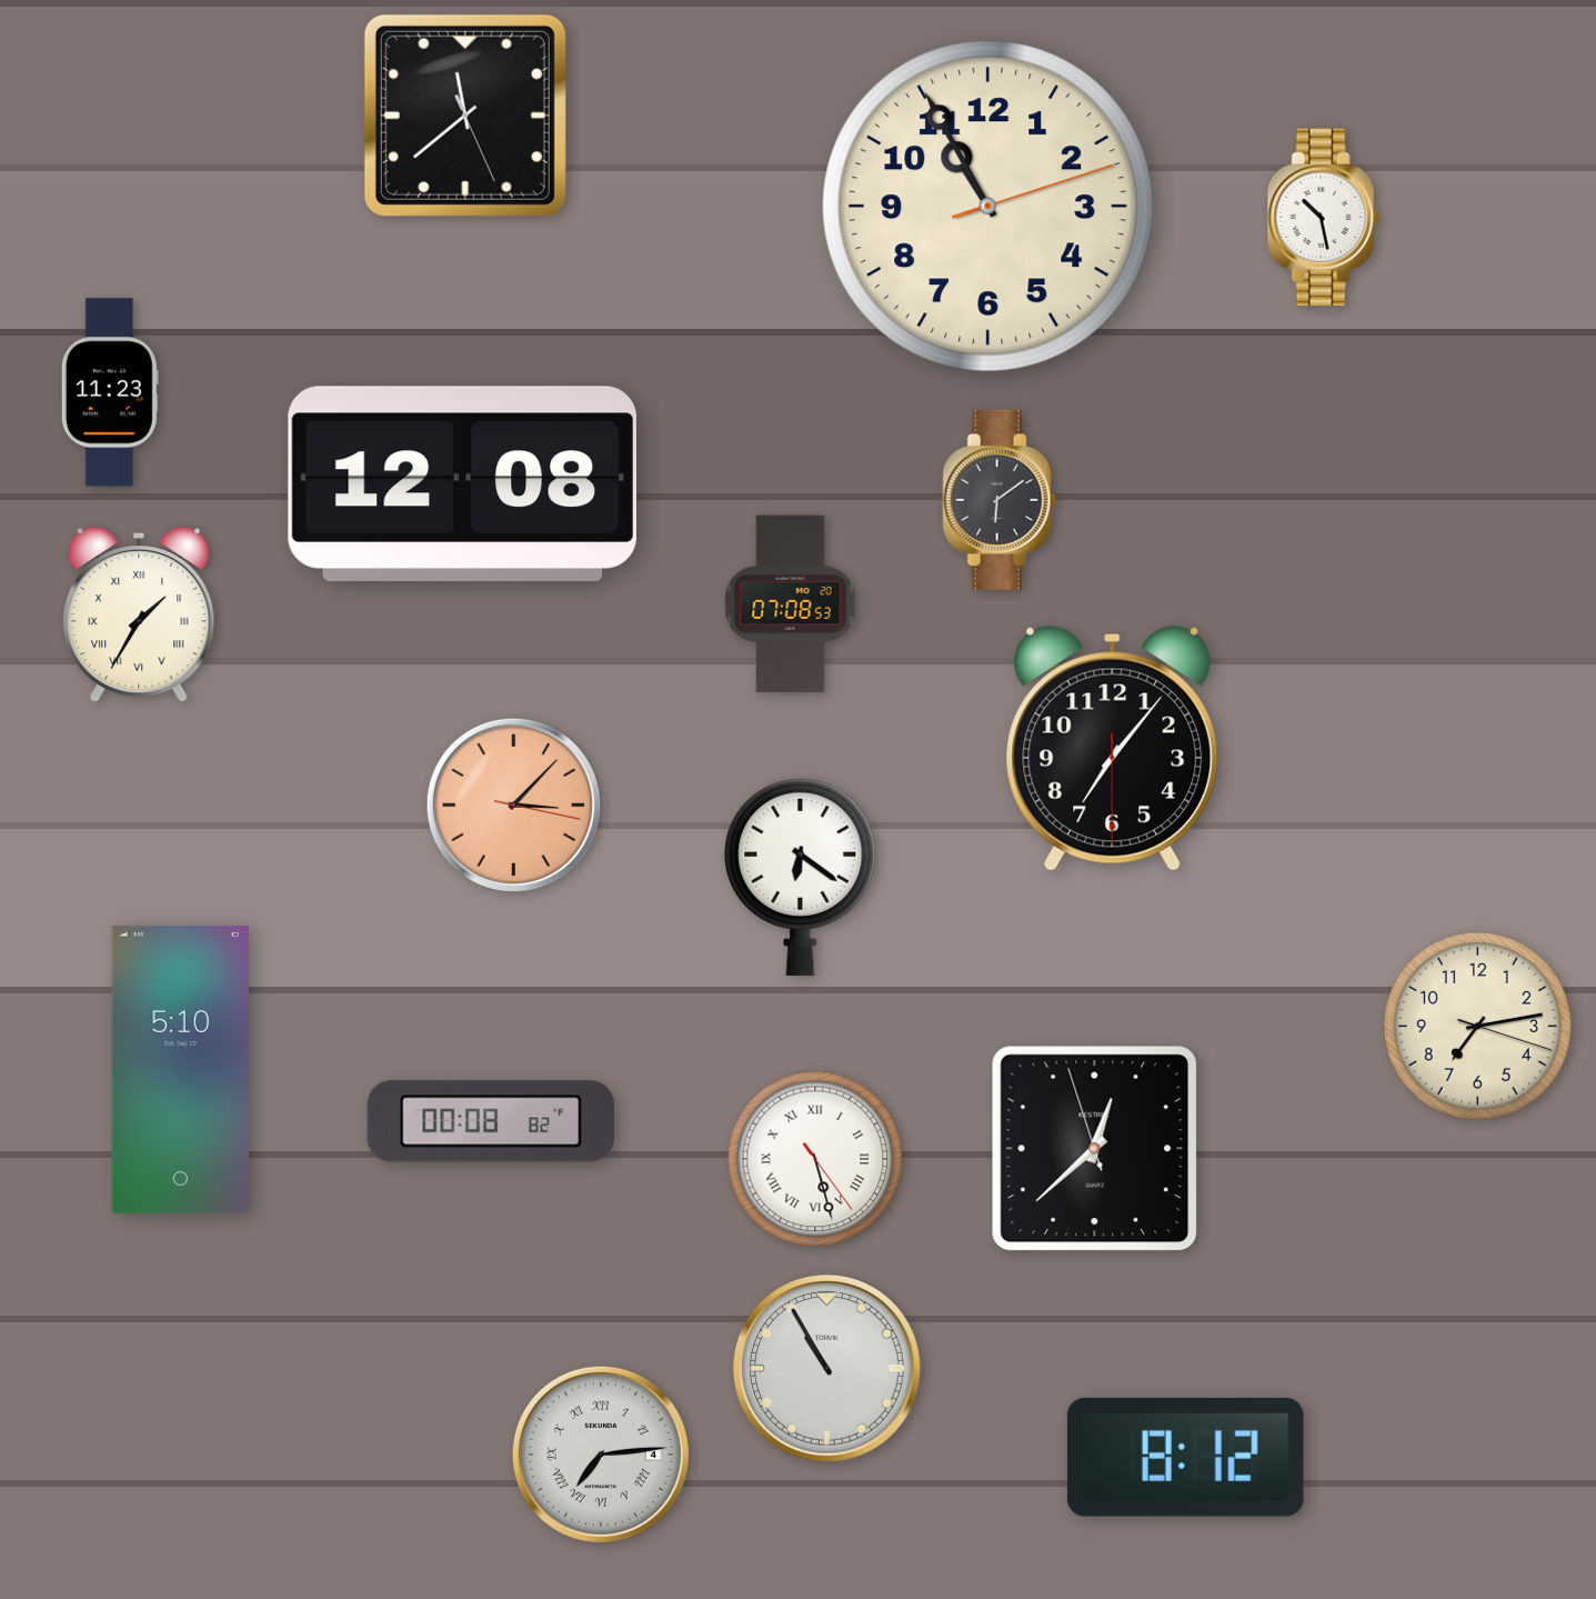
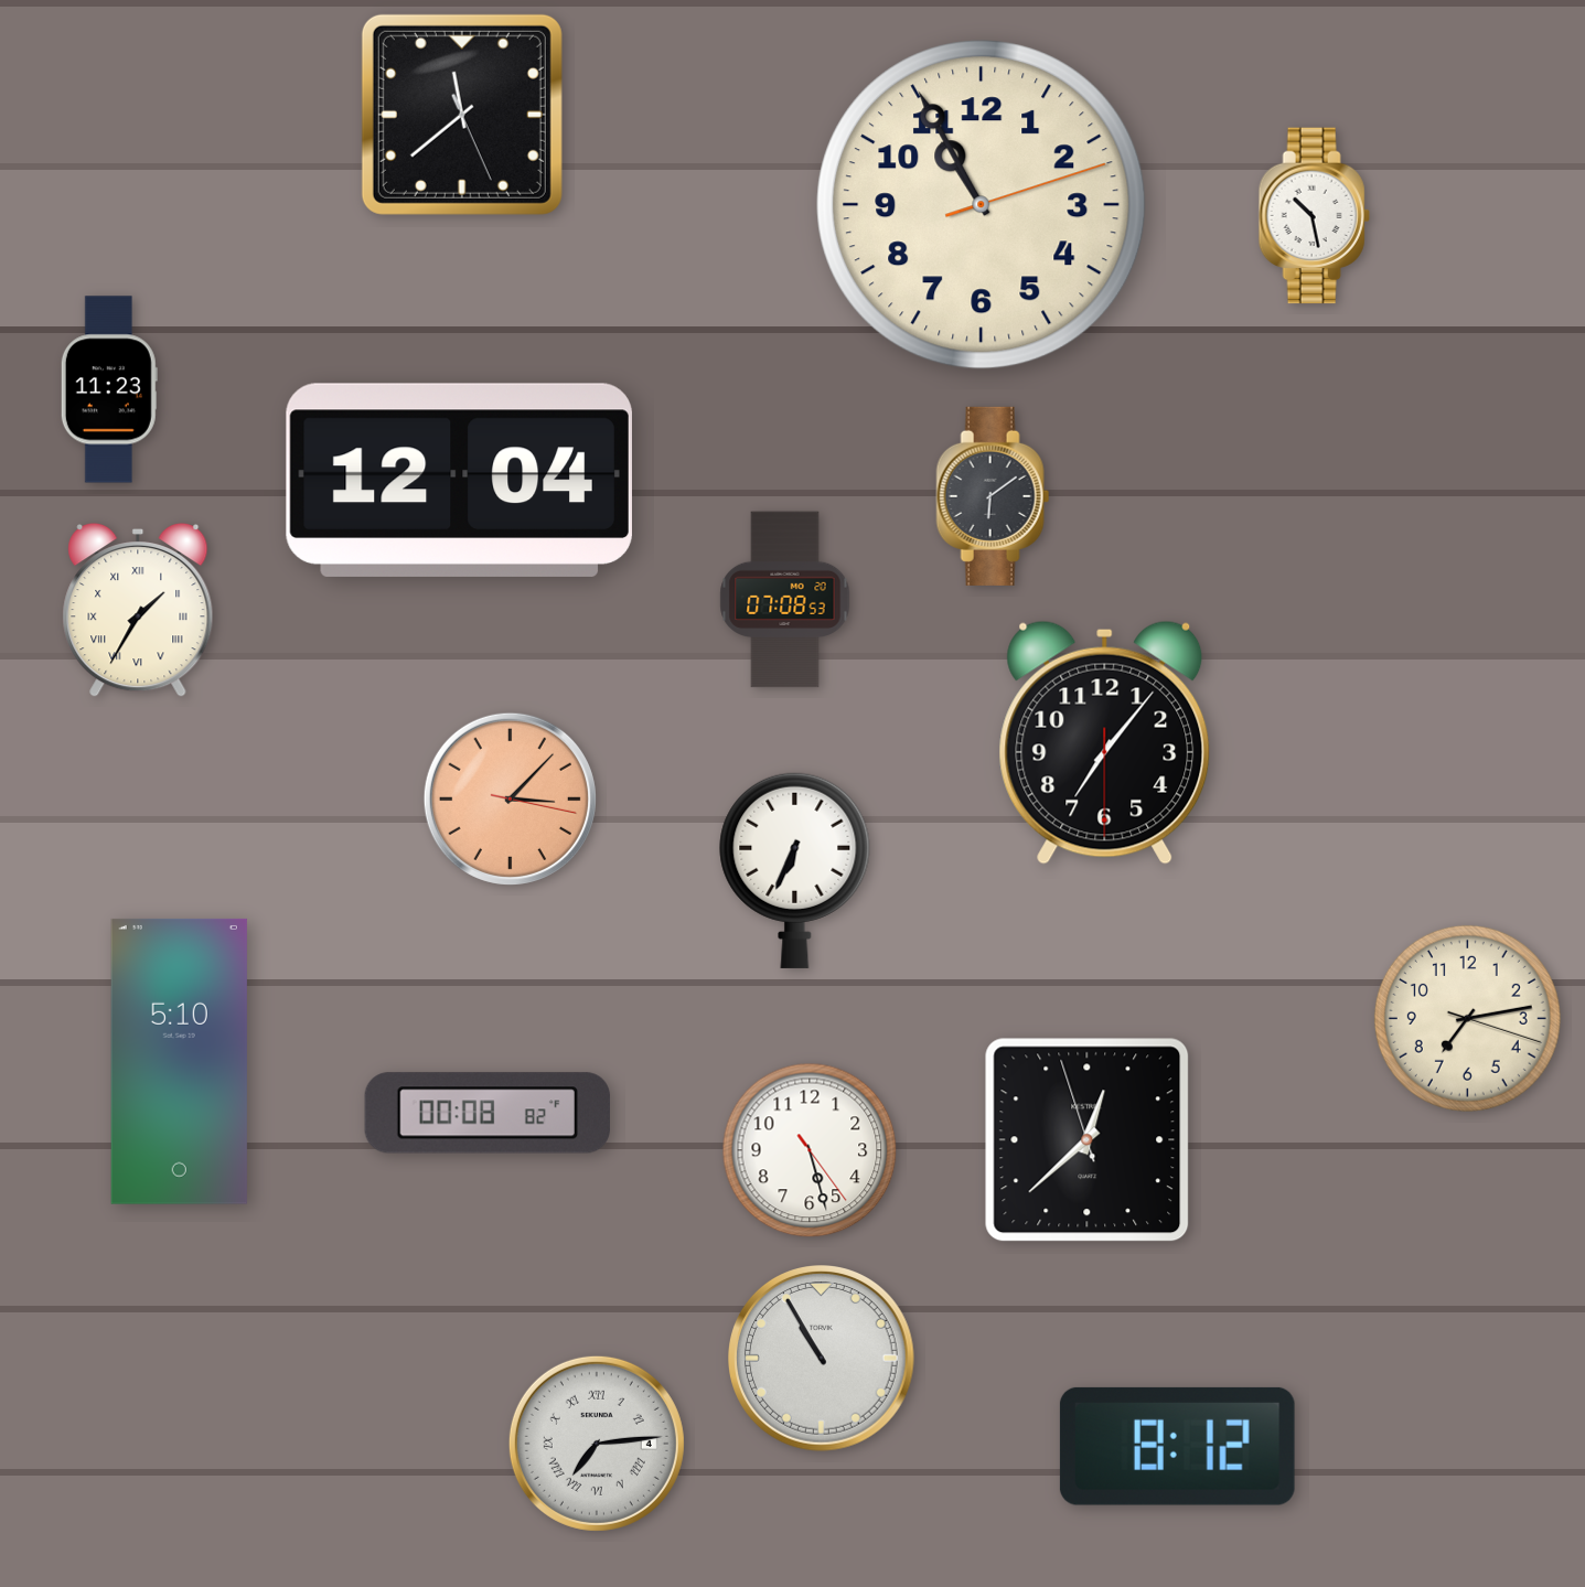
clock at (462, 483): 12:08 -> 12:04
clock at (801, 877): 6:21 -> 6:34
clock at (815, 1159) numerals: Roman -> Arabic
